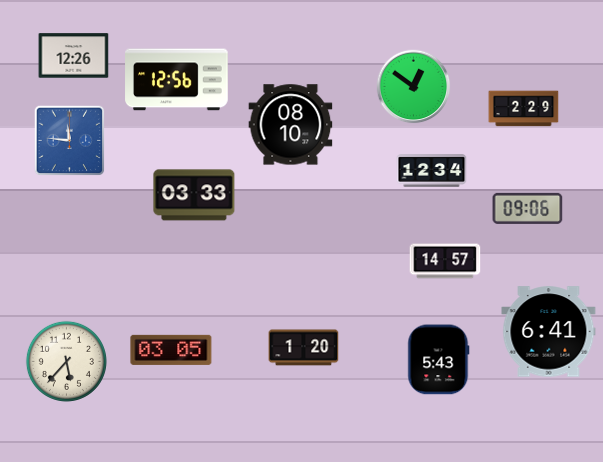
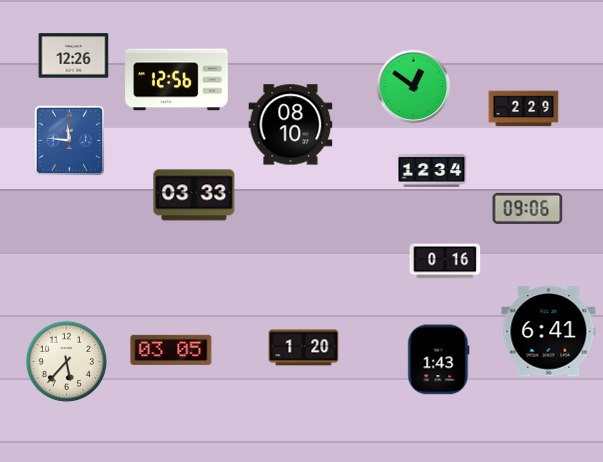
clock at (445, 261): 14:57 -> 0:16
clock at (439, 360): 5:43 -> 1:43
